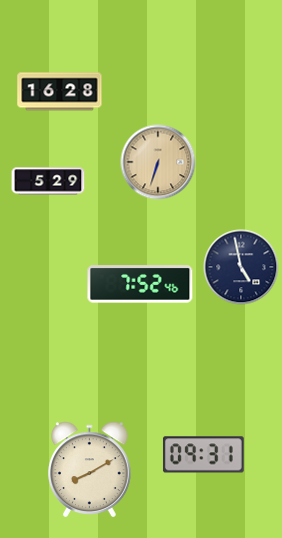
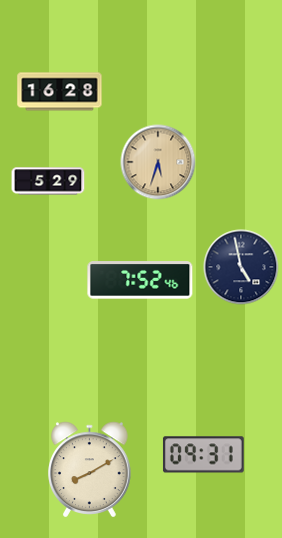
clock at (158, 162): 6:33 -> 5:33
clock at (140, 284) position: (140, 284) -> (140, 280)
